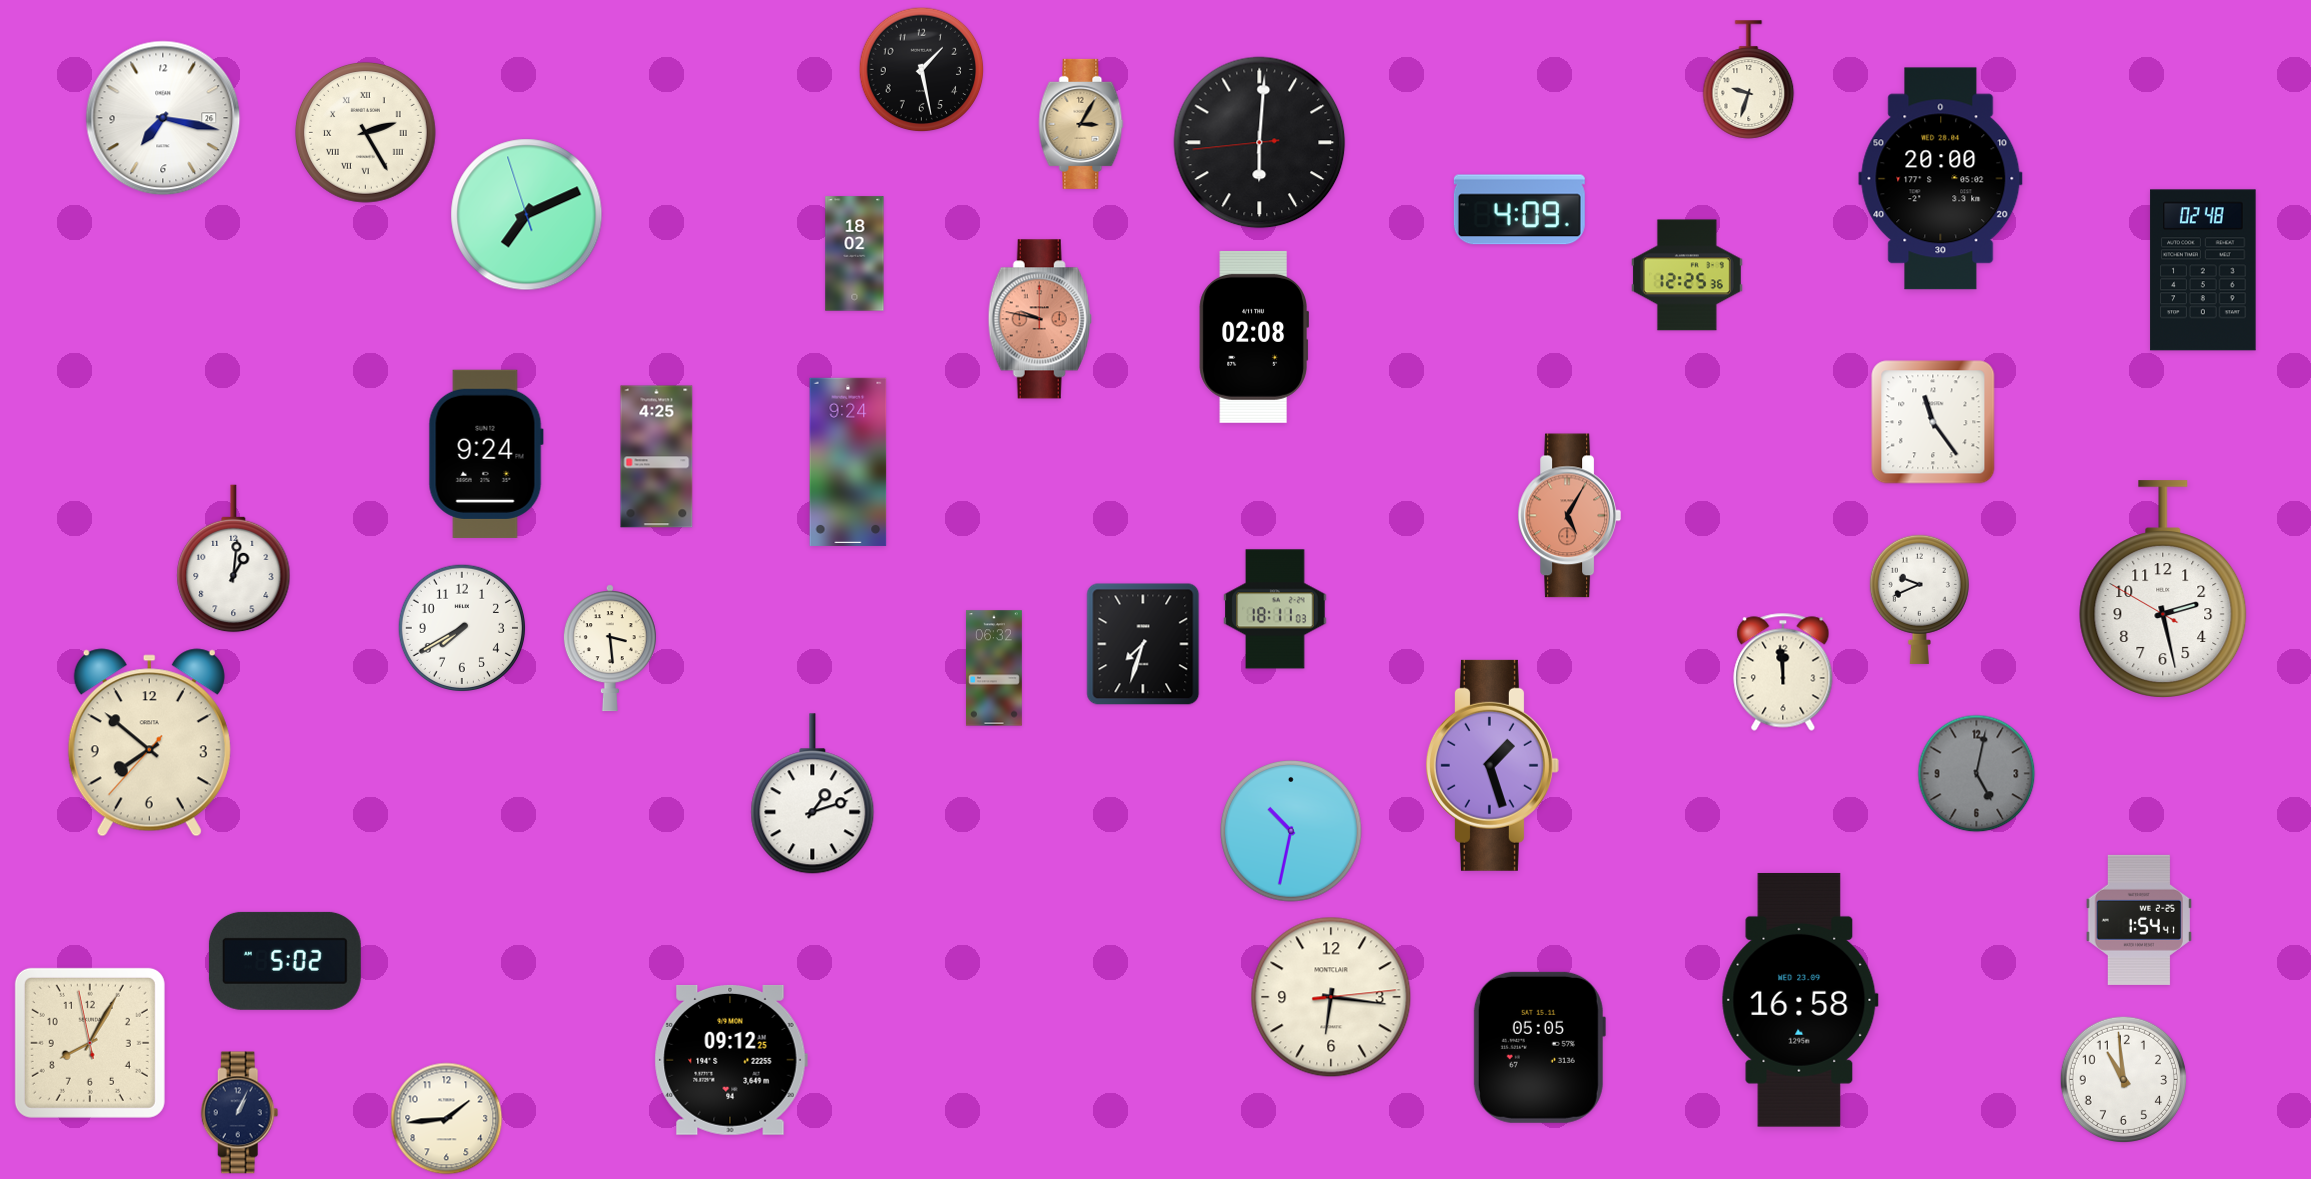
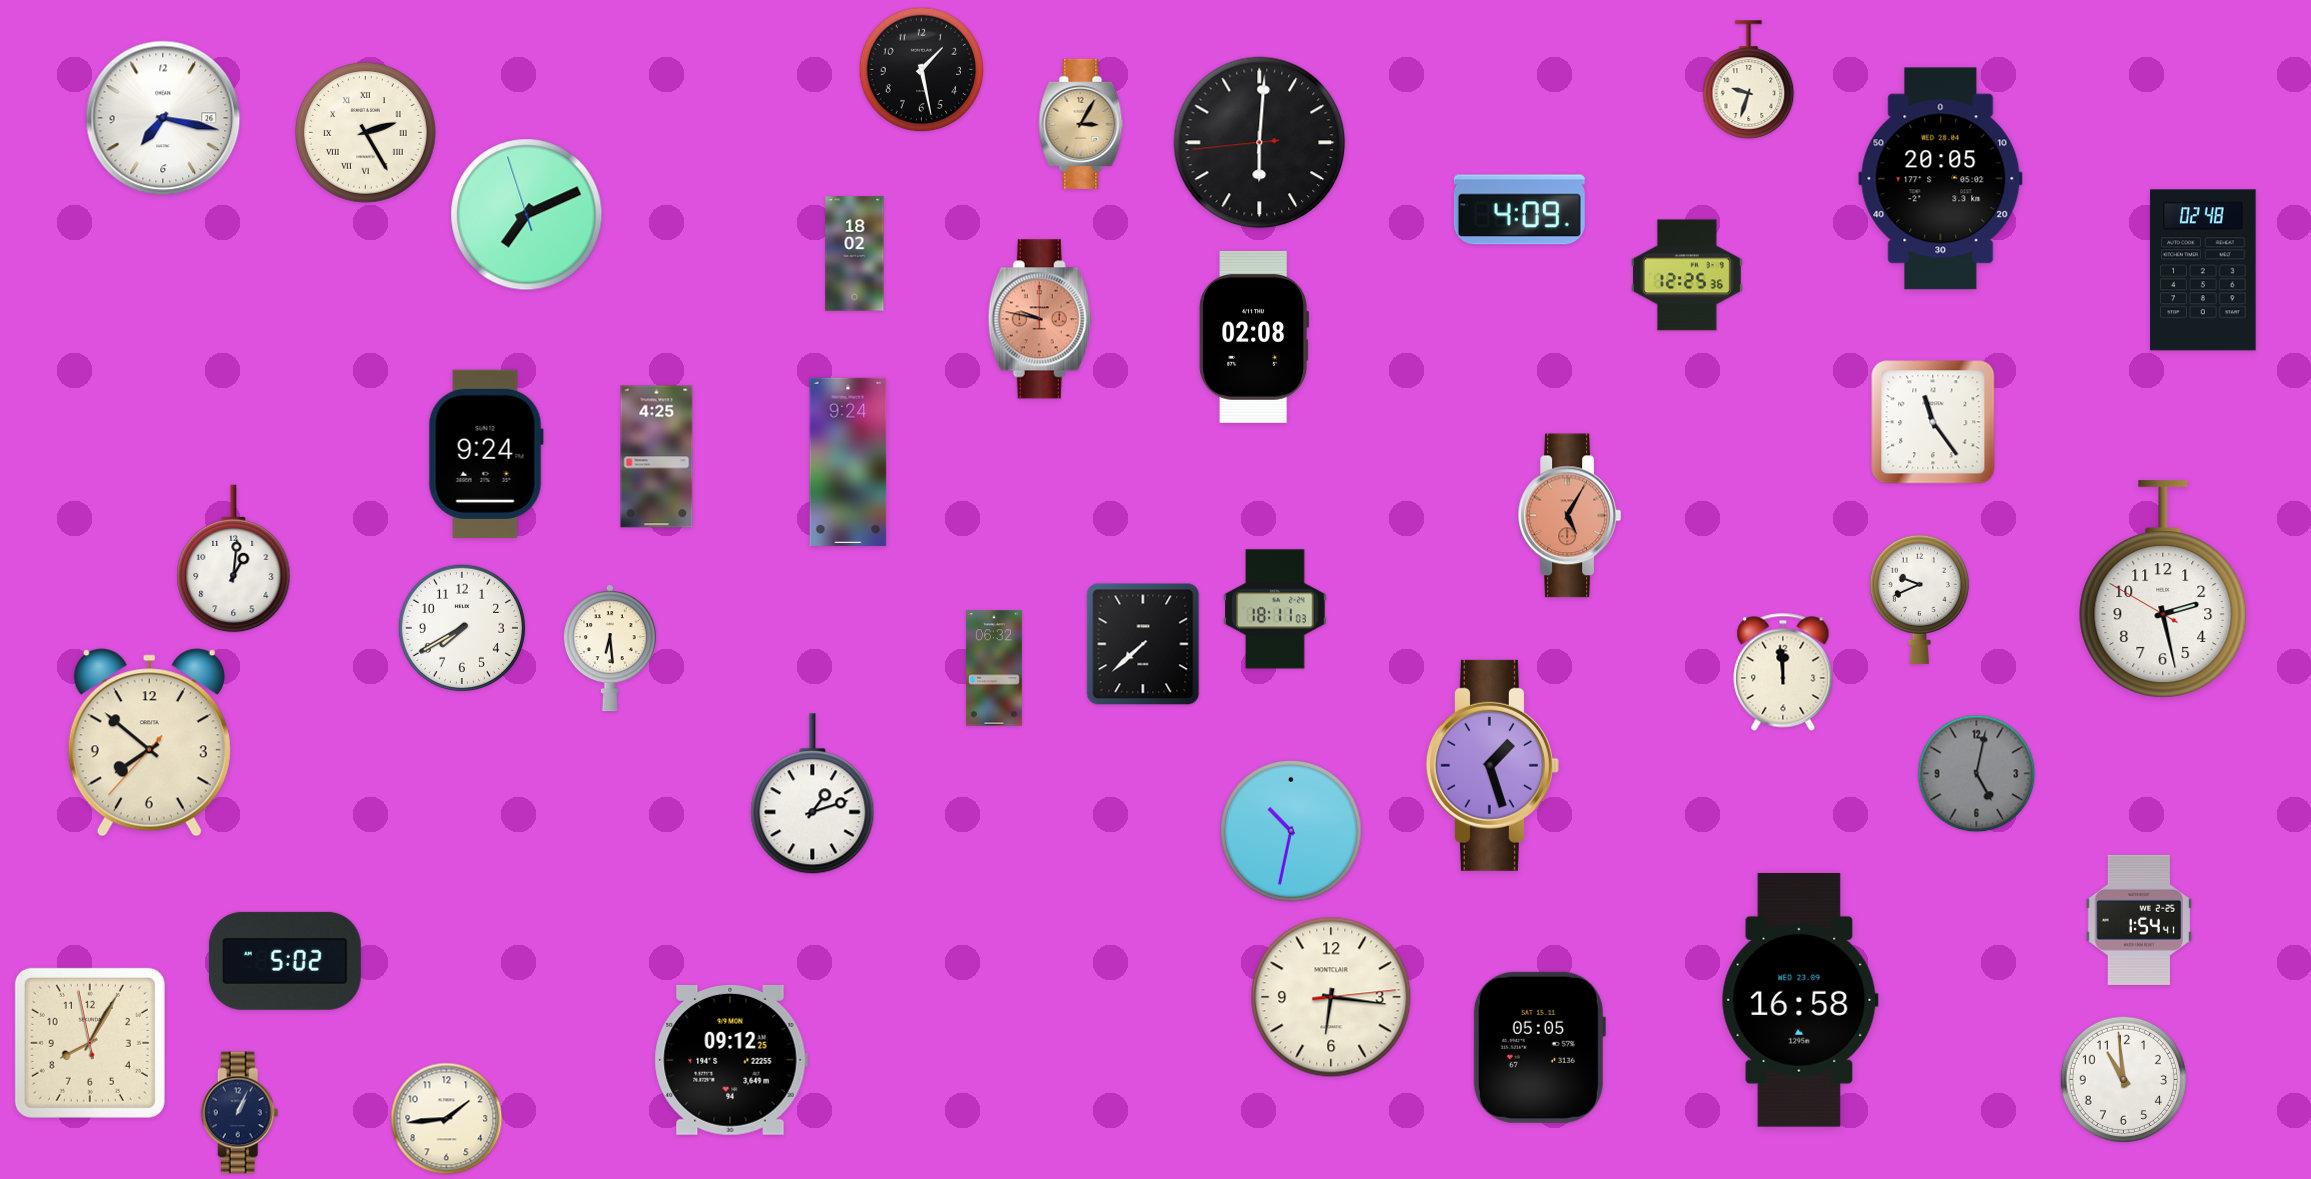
clock at (1941, 179): 20:00 -> 20:05
clock at (1143, 644): 7:33 -> 7:38
clock at (610, 648): 3:29 -> 6:29
